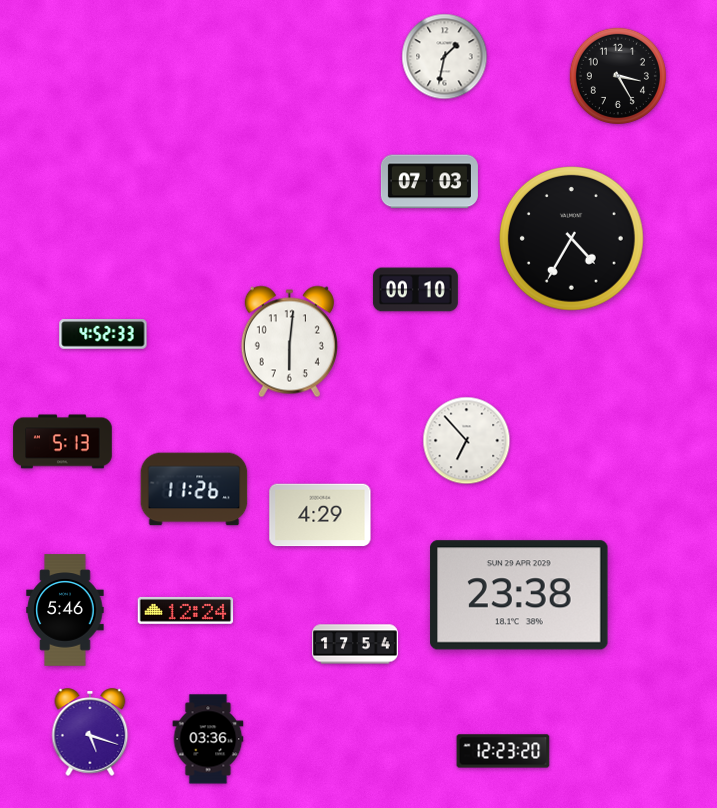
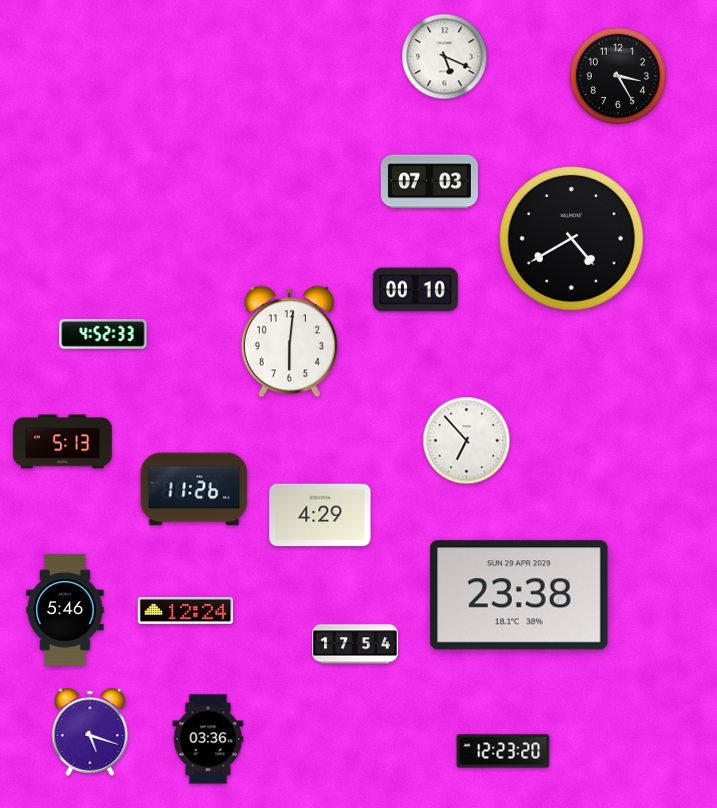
clock at (445, 57): 1:32 -> 5:19
clock at (572, 239): 4:35 -> 4:40
